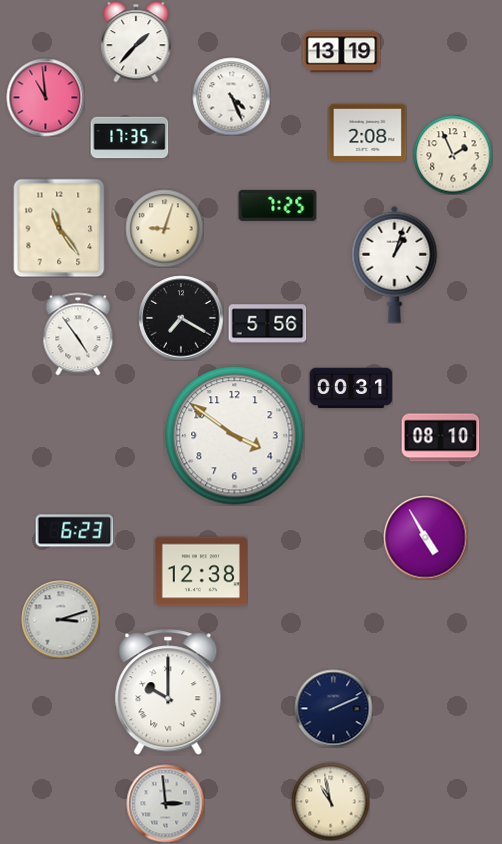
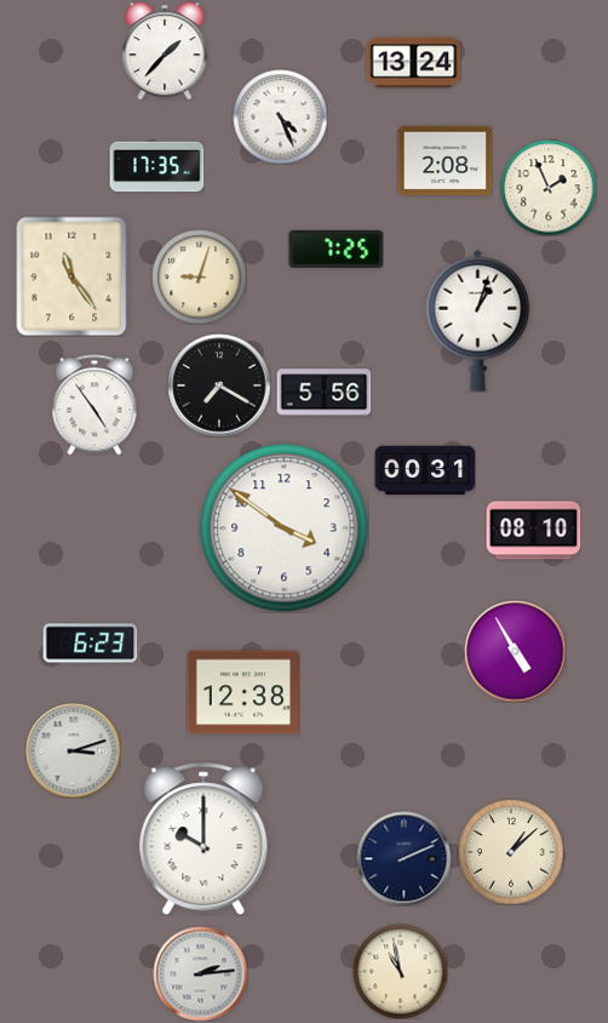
clock at (341, 52): 13:19 -> 13:24
clock at (45, 97): 10:59 -> none
clock at (511, 852): none -> 1:08
clock at (165, 803): 2:59 -> 2:14
